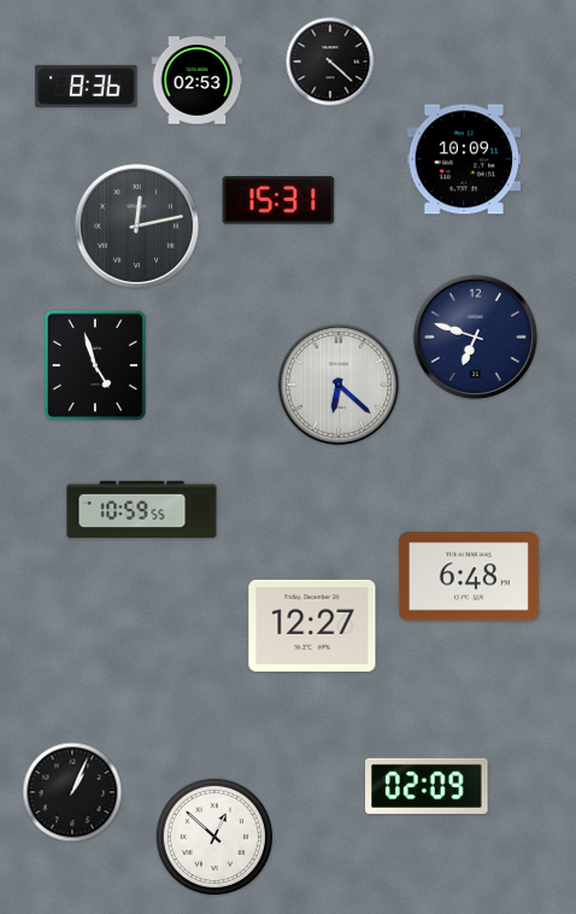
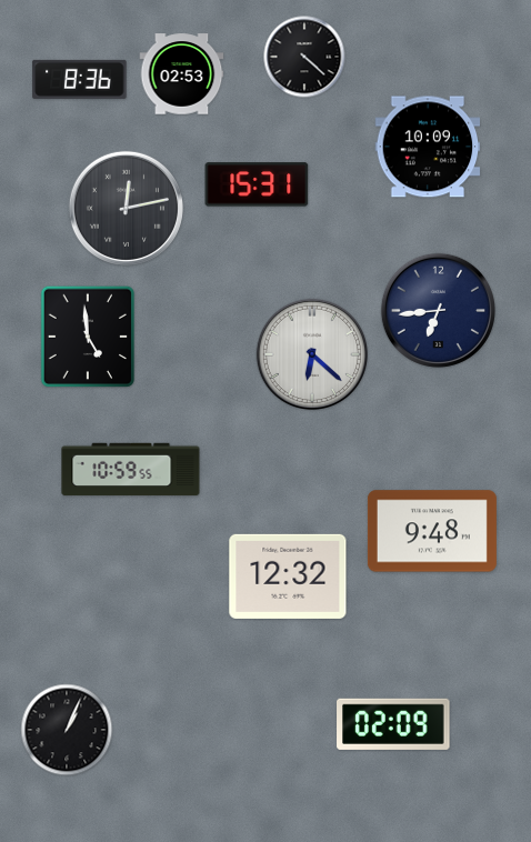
clock at (475, 336): 6:48 -> 6:44
clock at (94, 364): 4:57 -> 4:59
clock at (469, 576): 6:48 -> 9:48
clock at (312, 626): 12:27 -> 12:32
clock at (213, 836): 12:52 -> none
